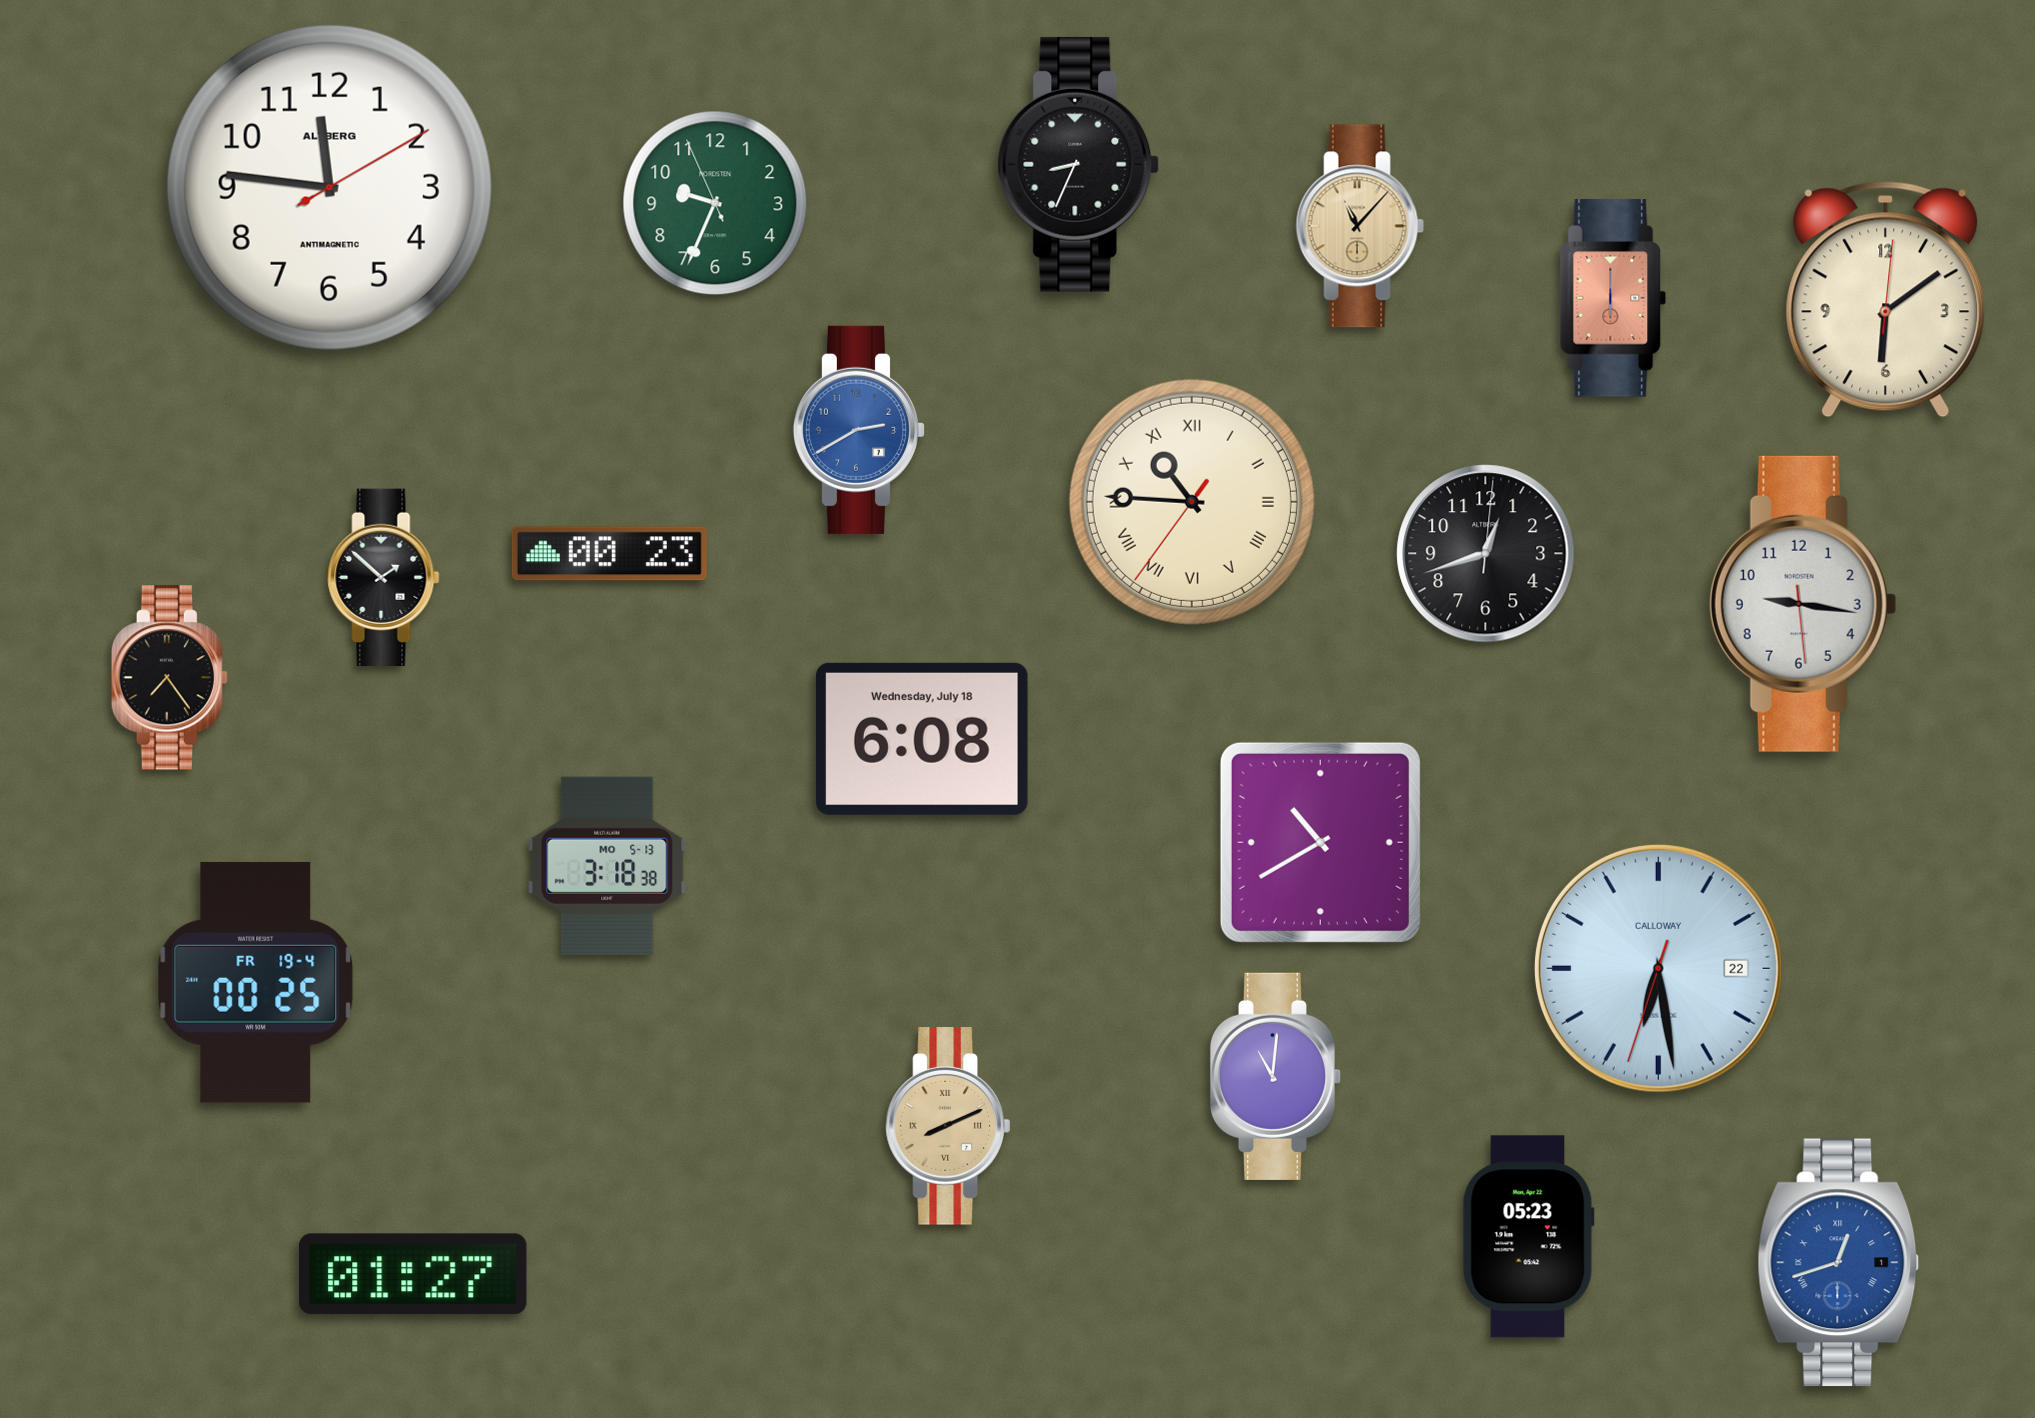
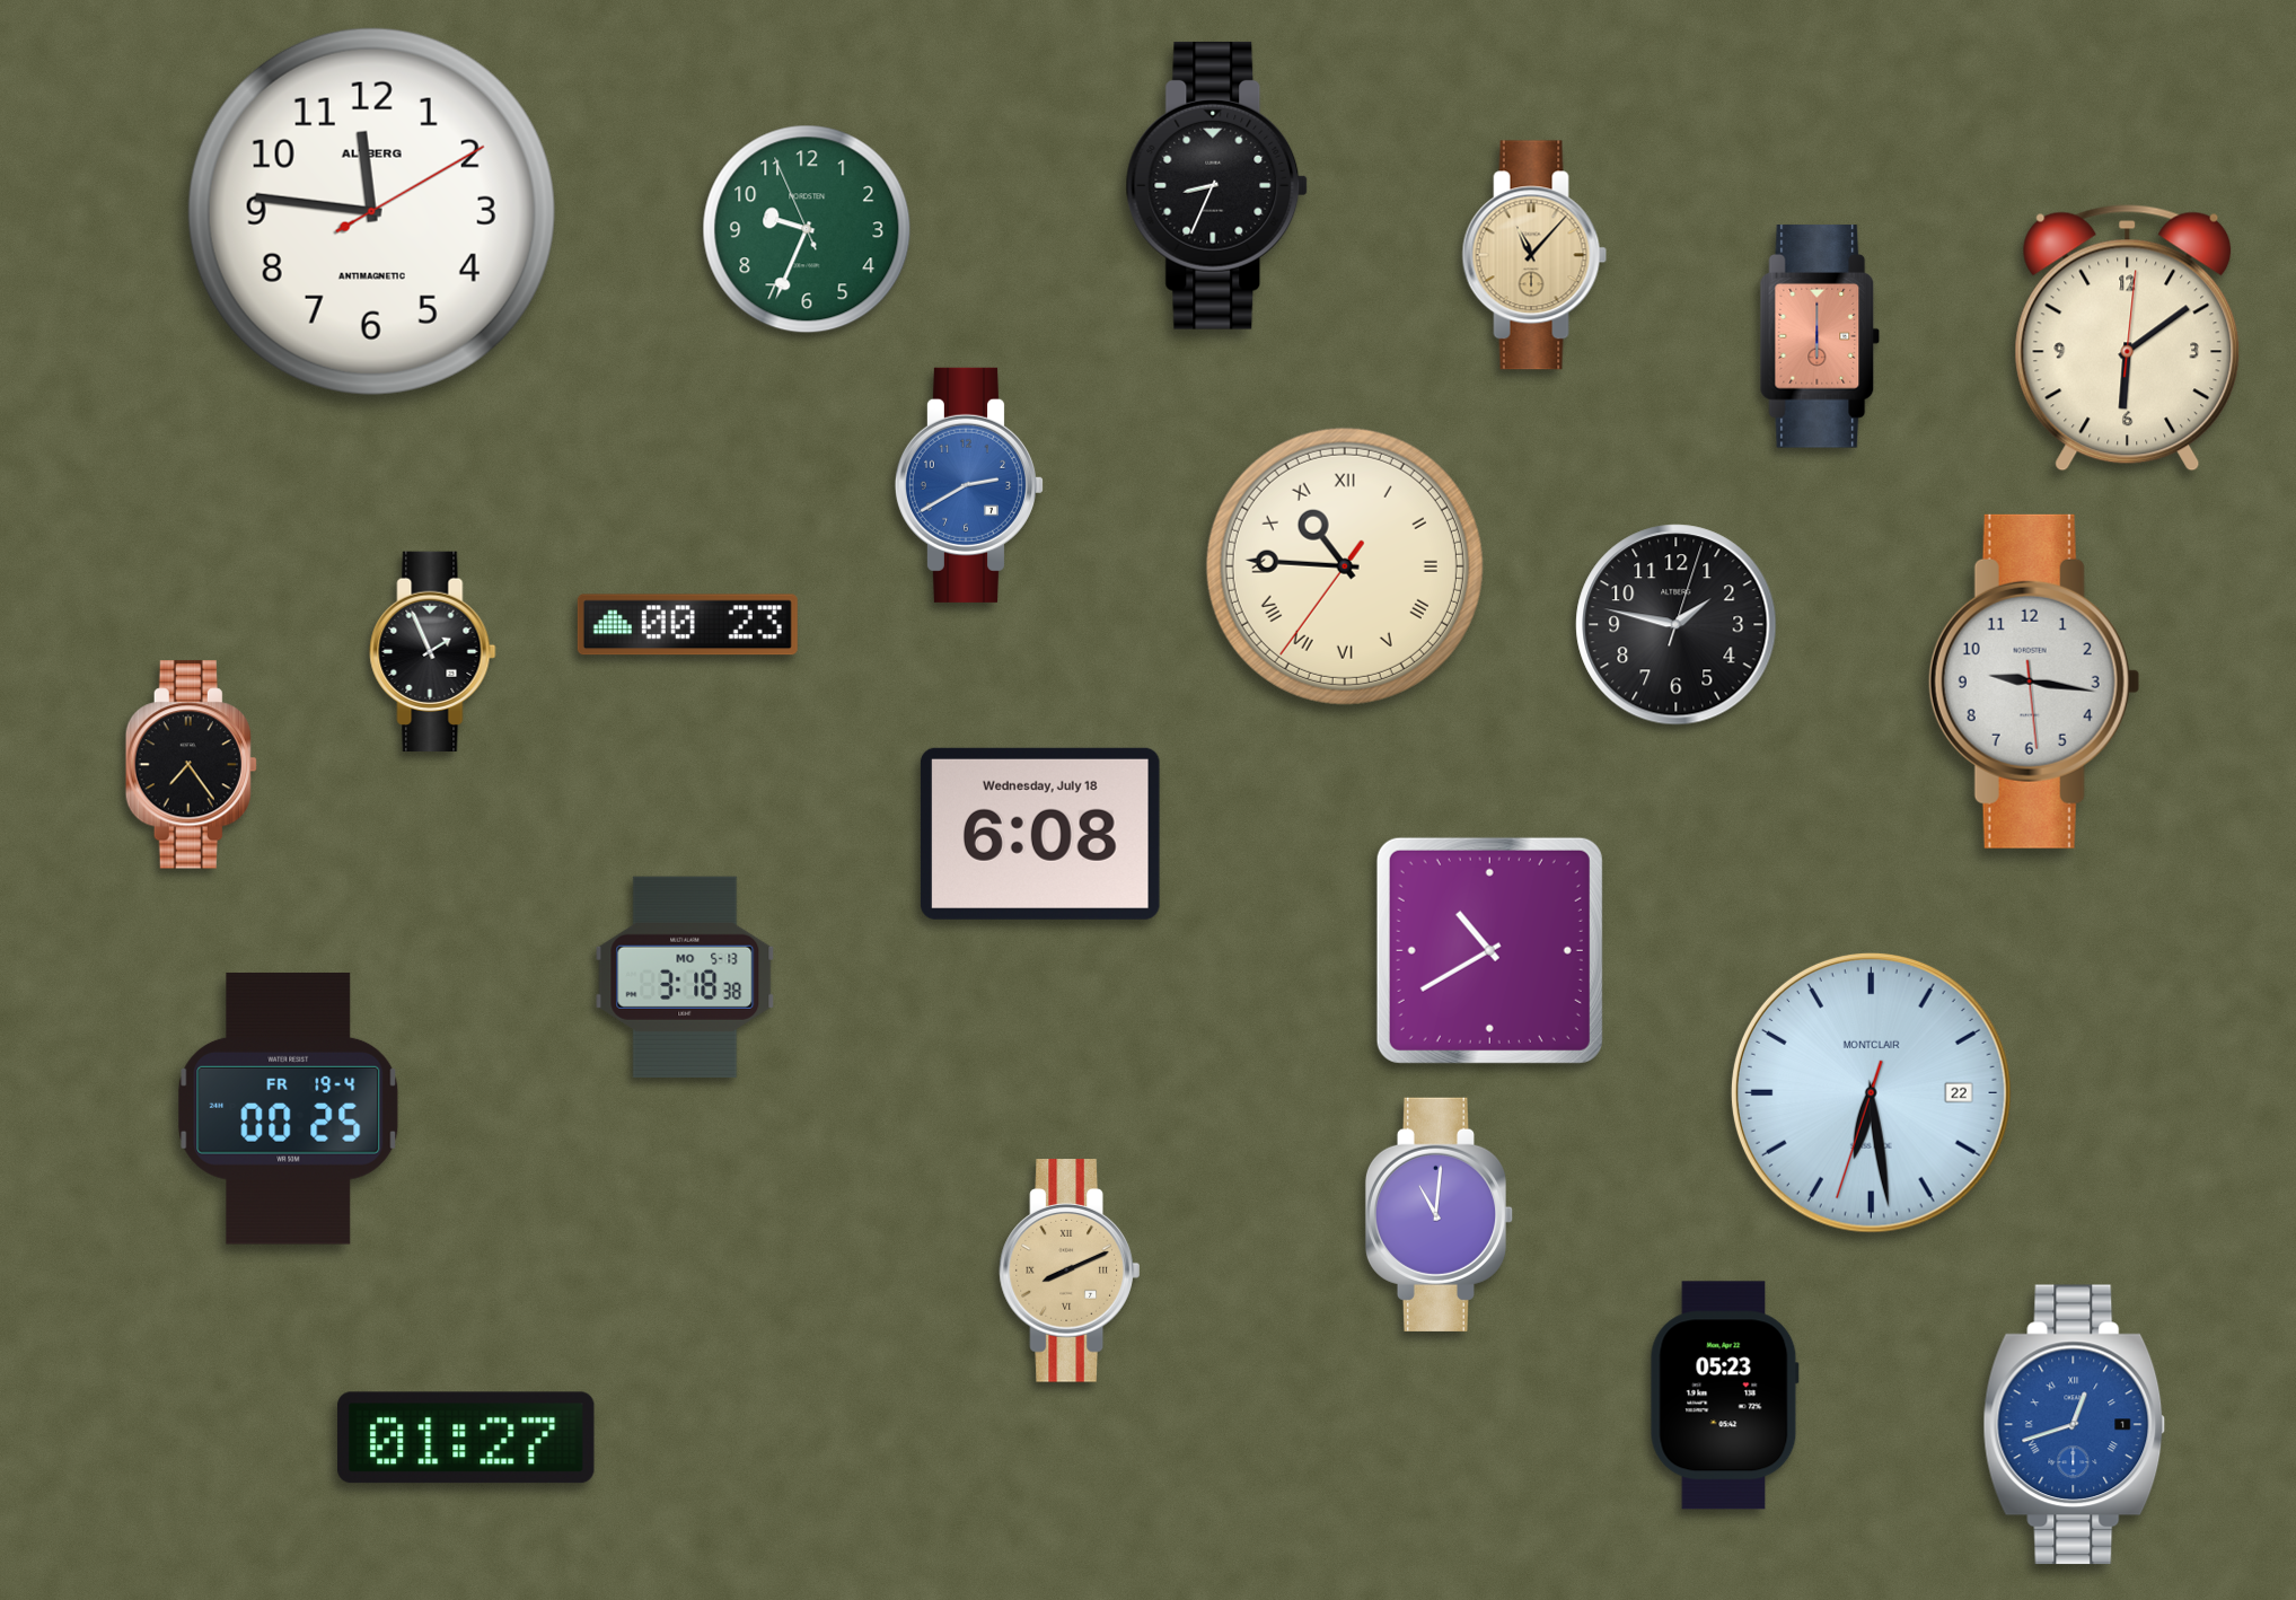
clock at (1486, 554): 12:42 -> 1:47
clock at (384, 577): 1:52 -> 1:56
clock at (1658, 968) brand: CALLOWAY -> MONTCLAIR
